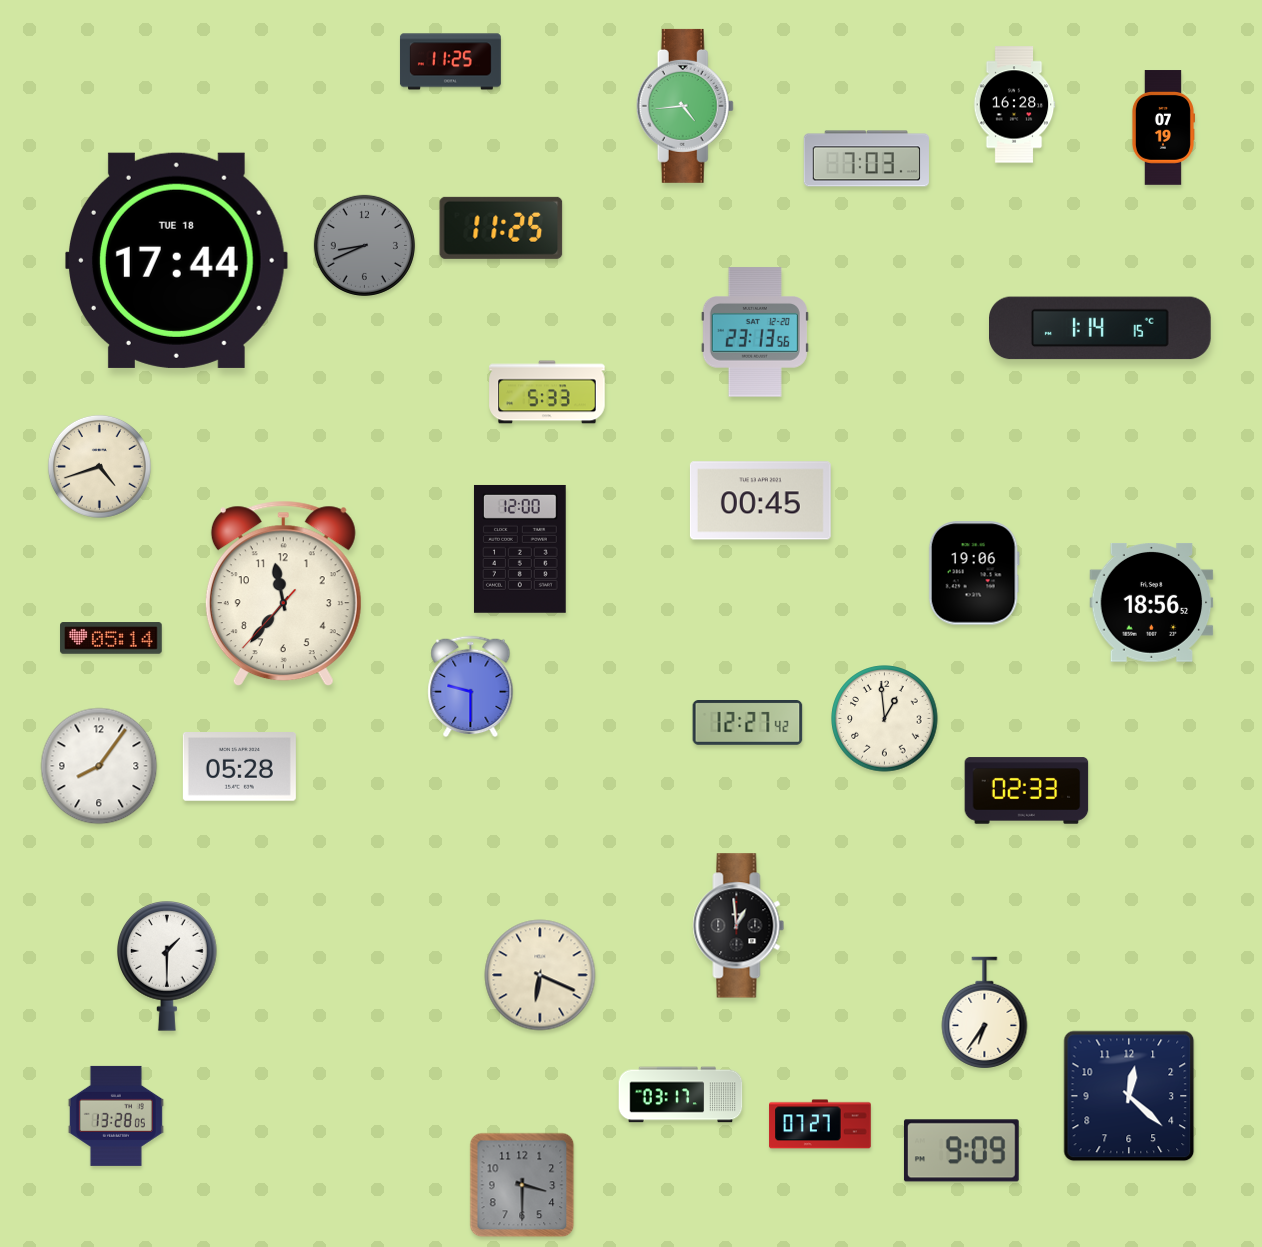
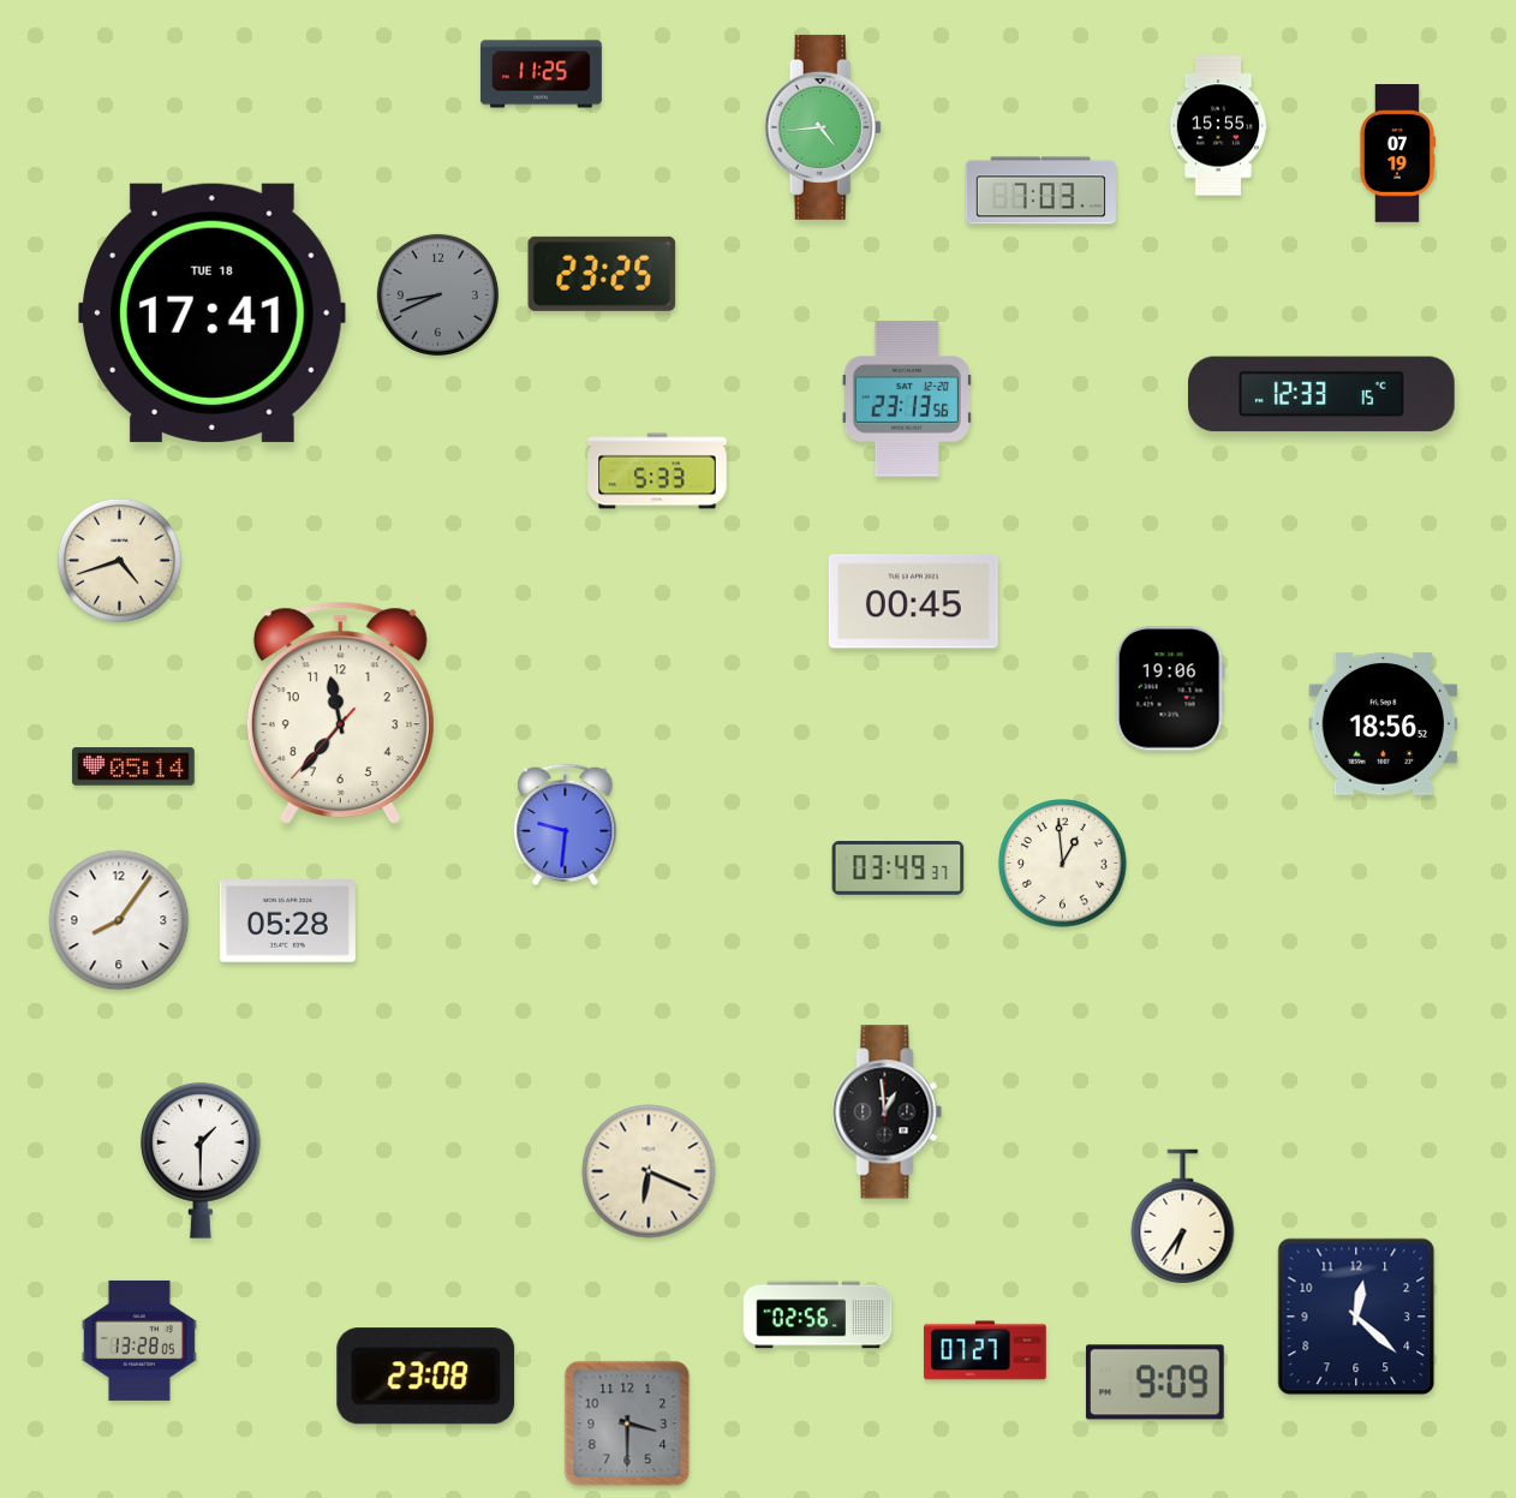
clock at (1014, 105): 16:28 -> 15:55
clock at (501, 228): 11:25 -> 23:25
clock at (177, 260): 17:44 -> 17:41
clock at (1101, 328): 1:14 -> 12:33
clock at (520, 549): 12:00 -> none
clock at (471, 687): 9:30 -> 9:31
clock at (748, 723): 12:27 -> 03:49
clock at (1027, 791): 02:33 -> none
clock at (681, 1095): 03:17 -> 02:56
clock at (426, 1377): none -> 23:08
